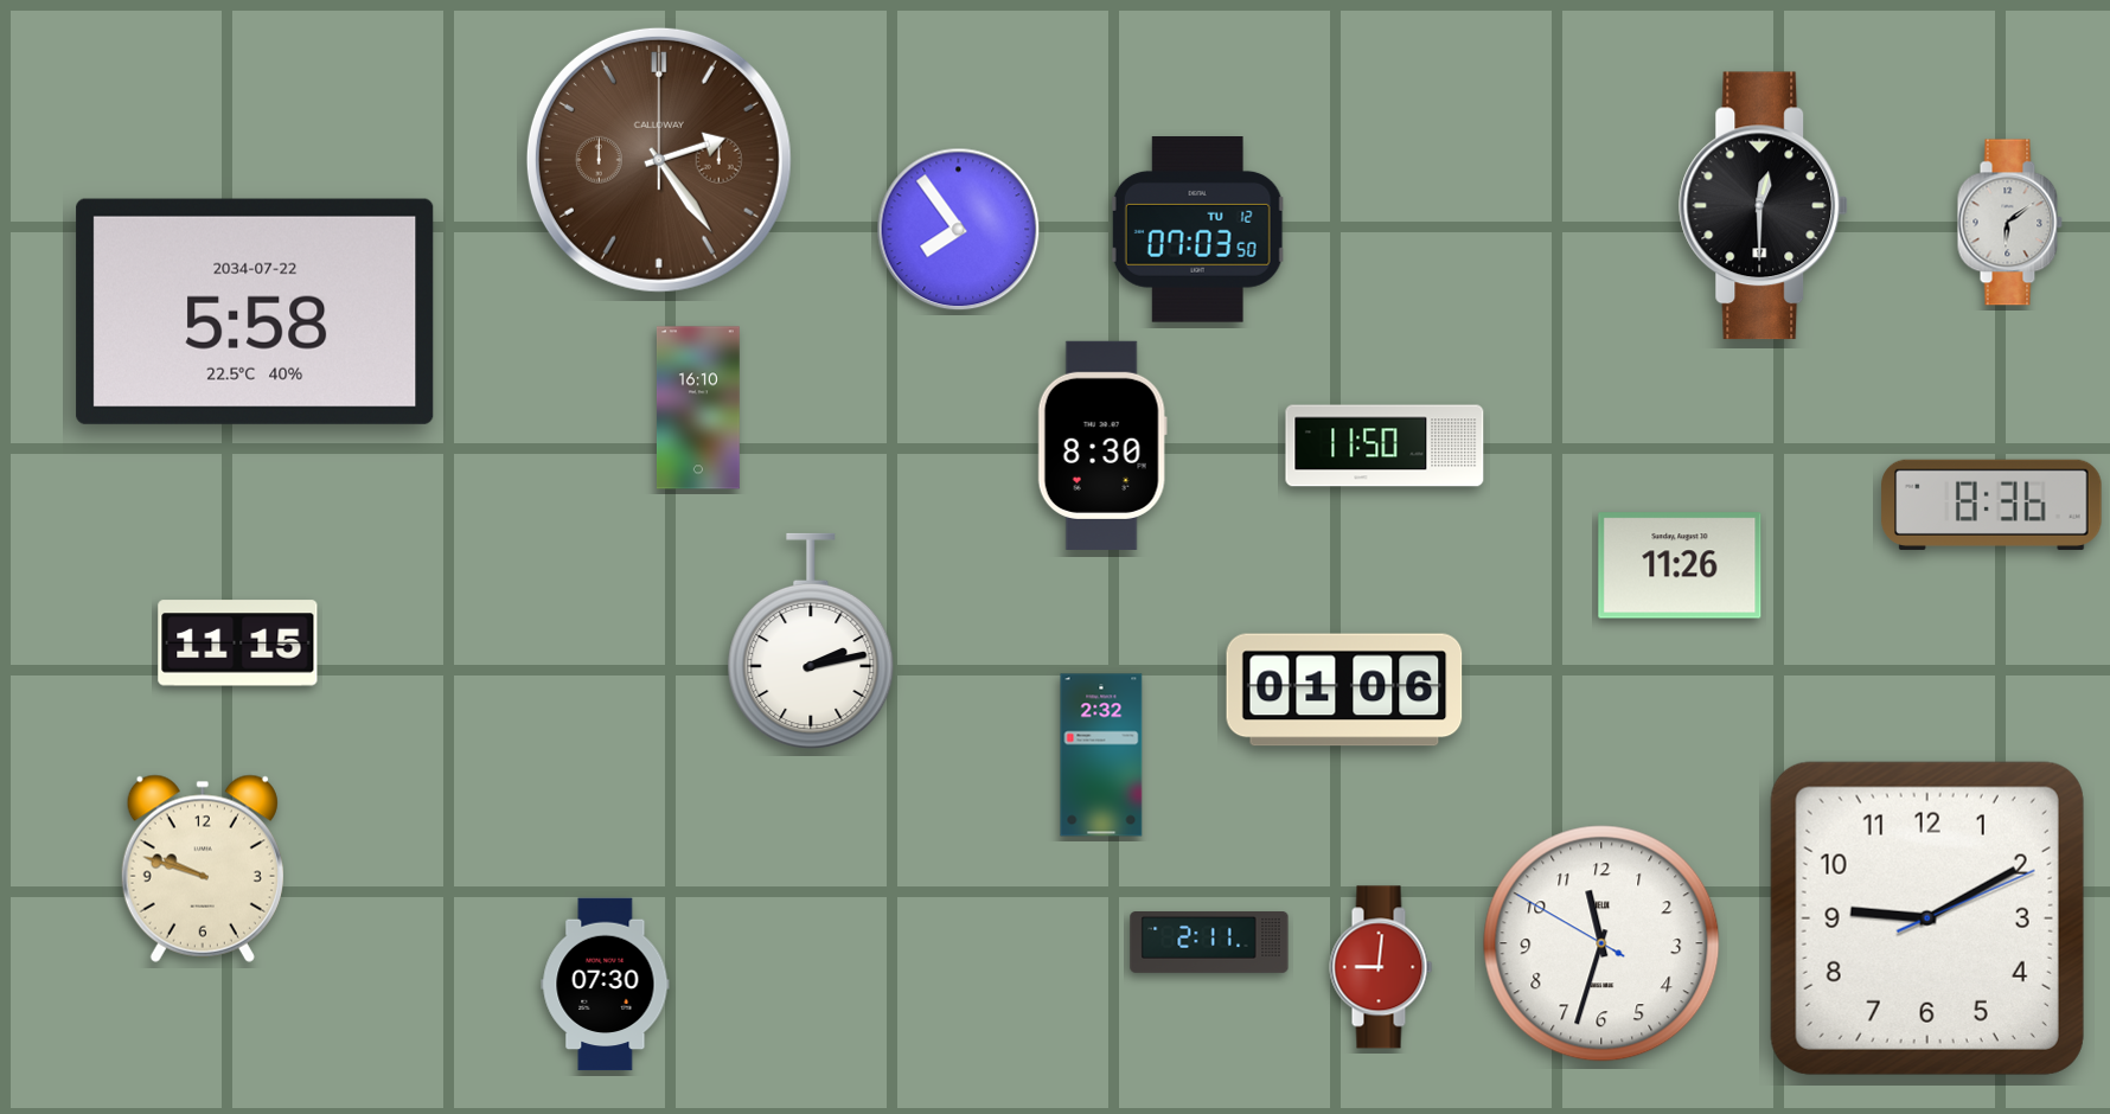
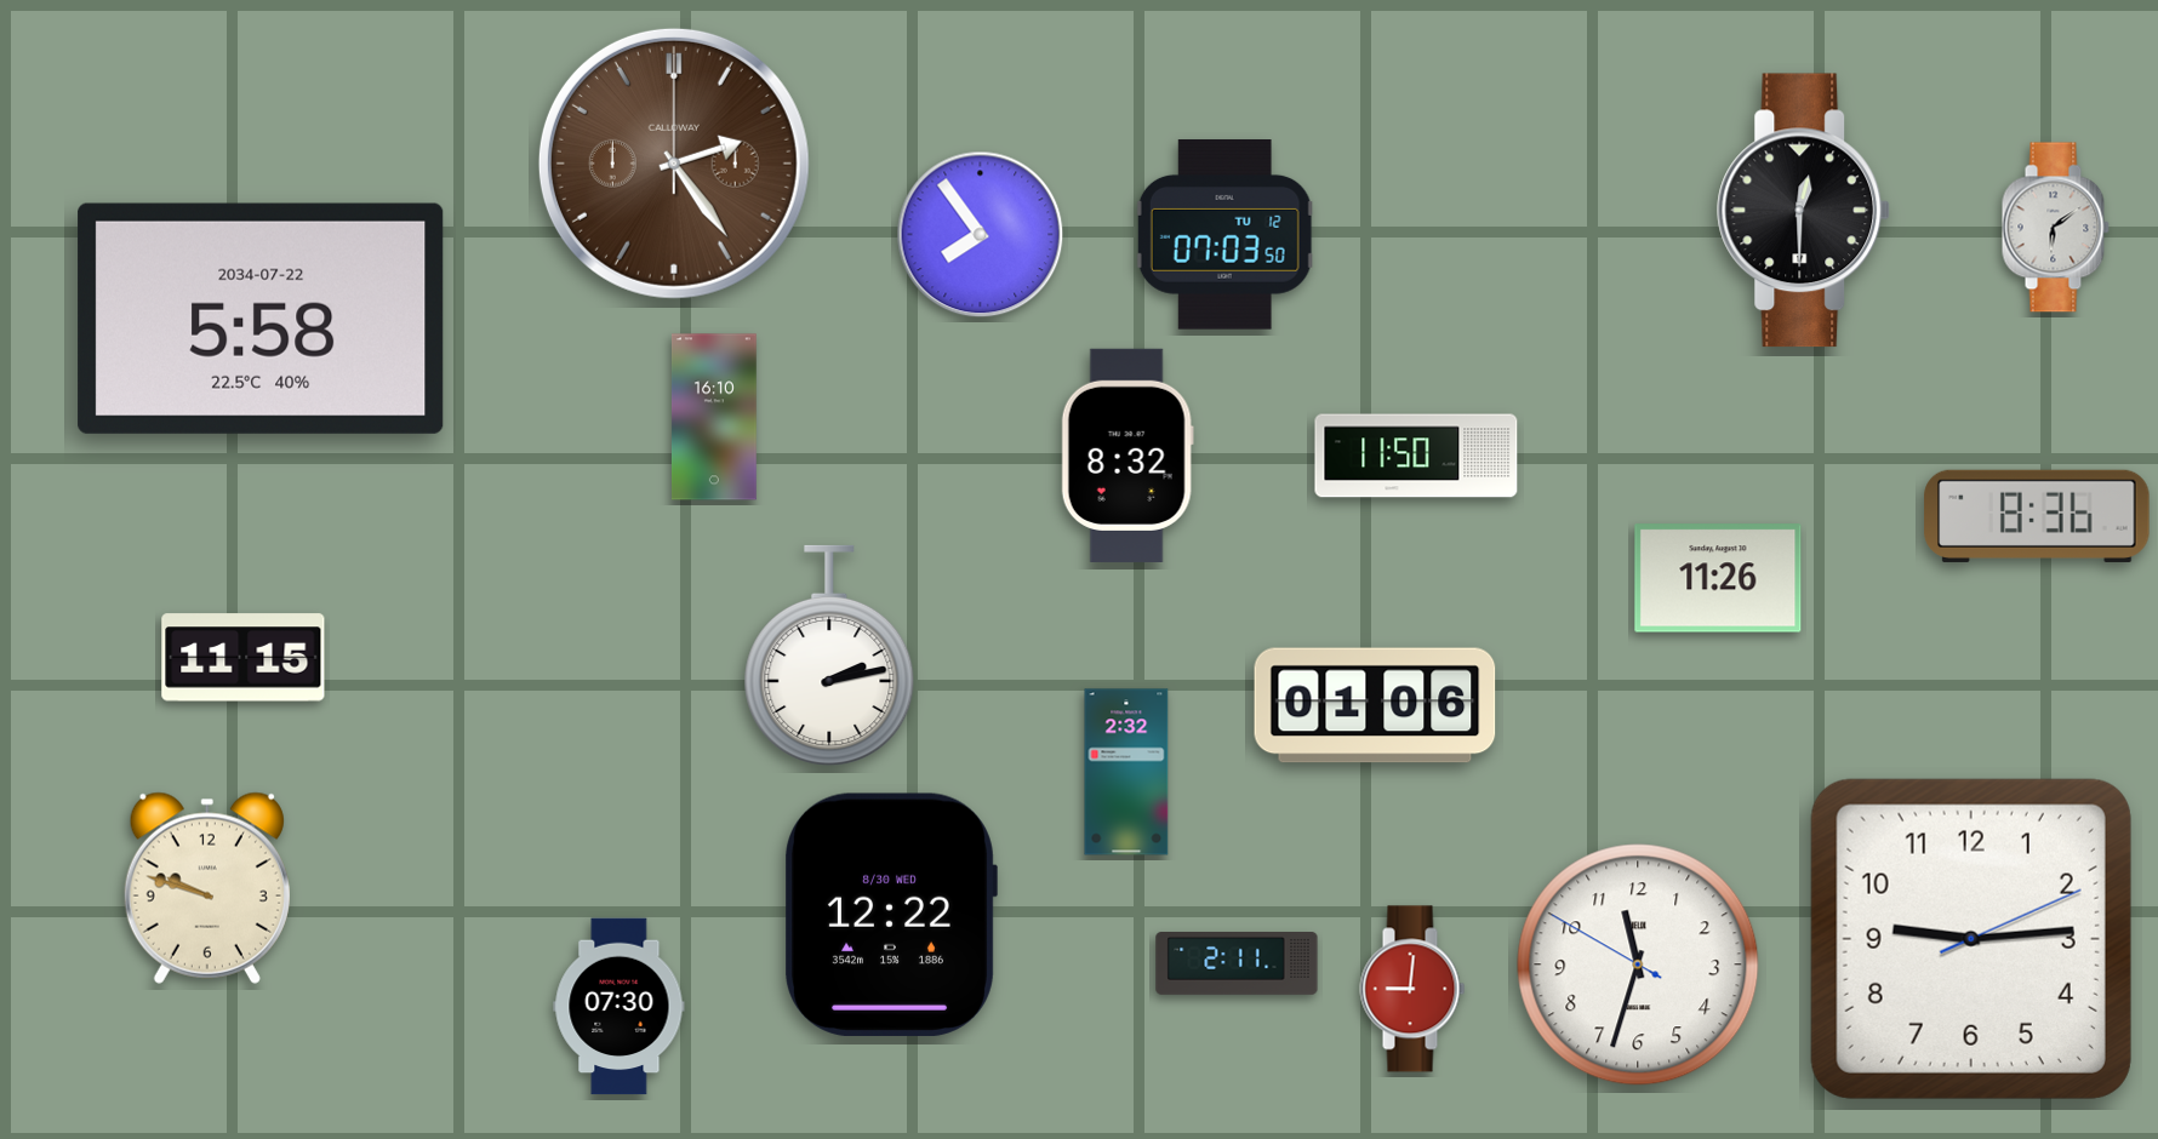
clock at (1102, 446): 8:30 -> 8:32
clock at (891, 915): none -> 12:22
clock at (1927, 918): 9:10 -> 9:14
